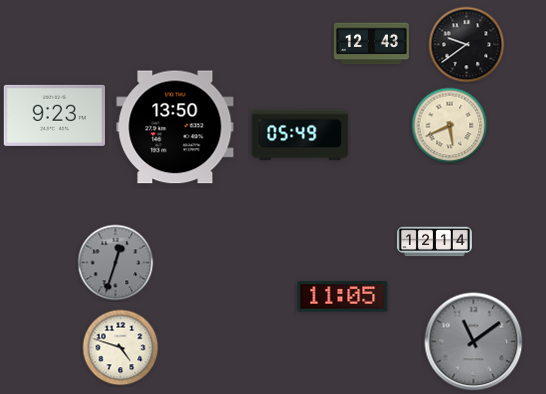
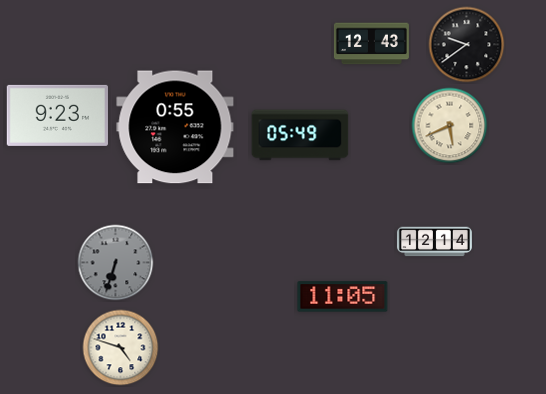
clock at (54, 115) position: (54, 115) -> (57, 115)
clock at (175, 127): 13:50 -> 0:55
clock at (116, 263): 12:33 -> 6:33
clock at (474, 342): 11:09 -> none
